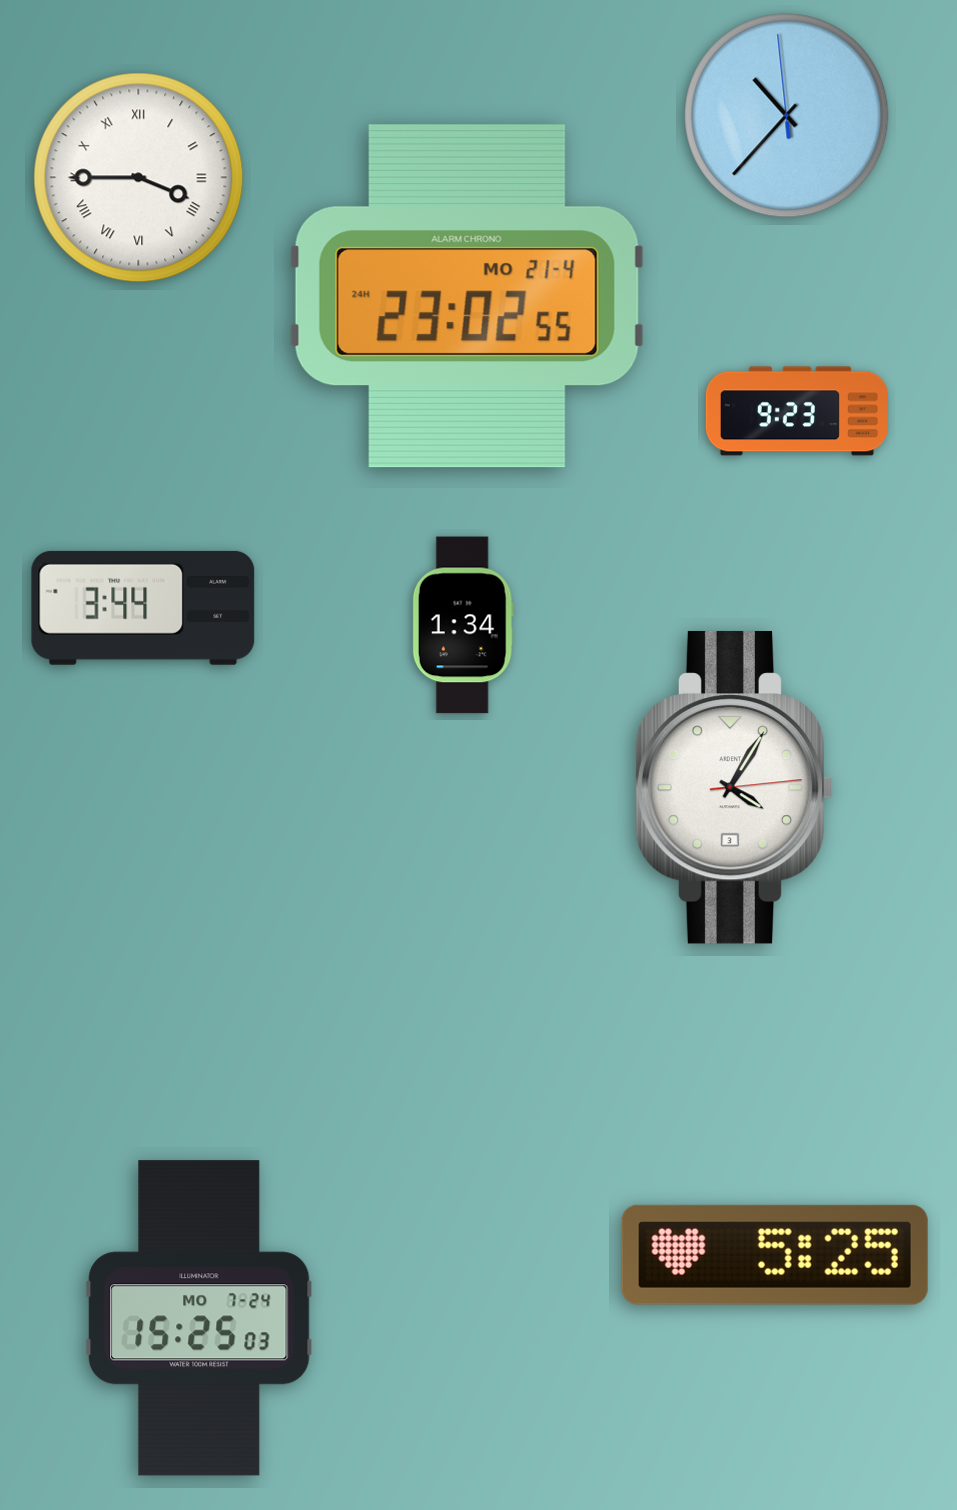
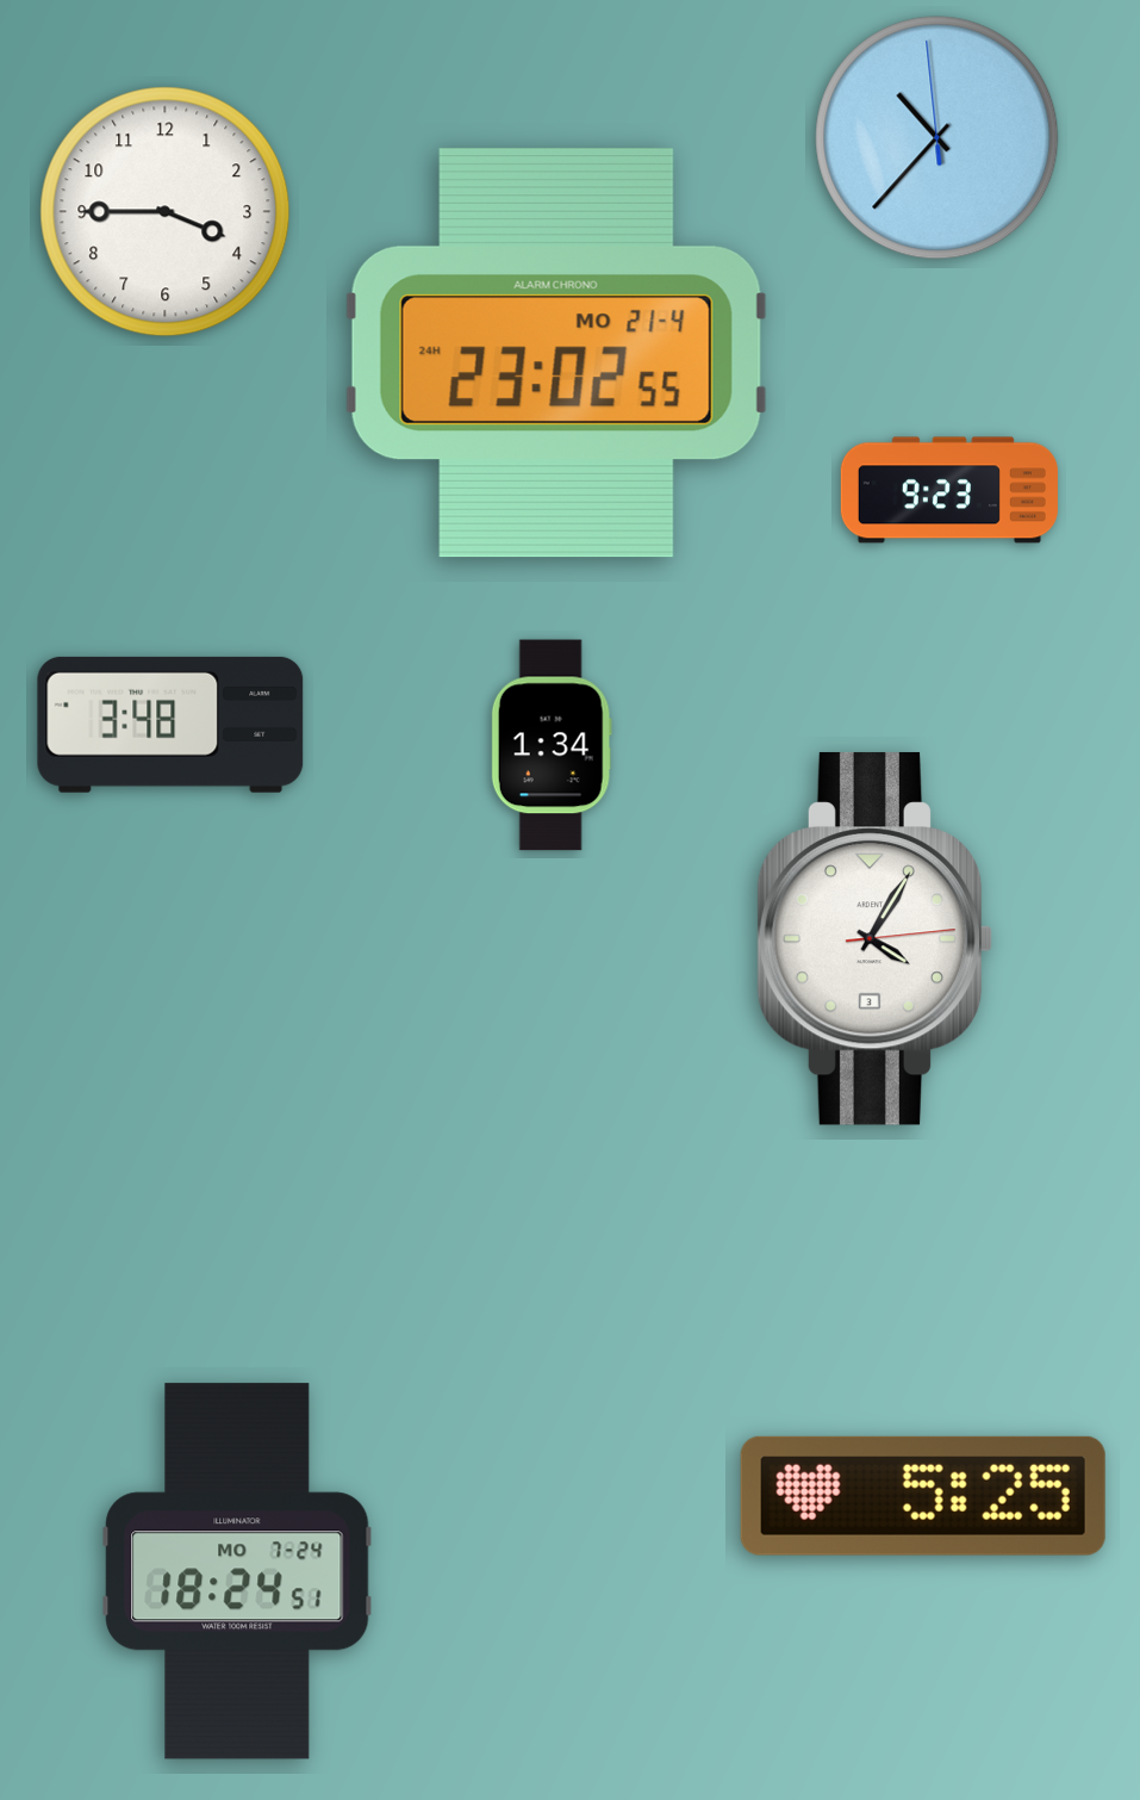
clock at (139, 178) numerals: Roman -> Arabic
clock at (143, 608): 3:44 -> 3:48
clock at (199, 1318): 15:25 -> 18:24
